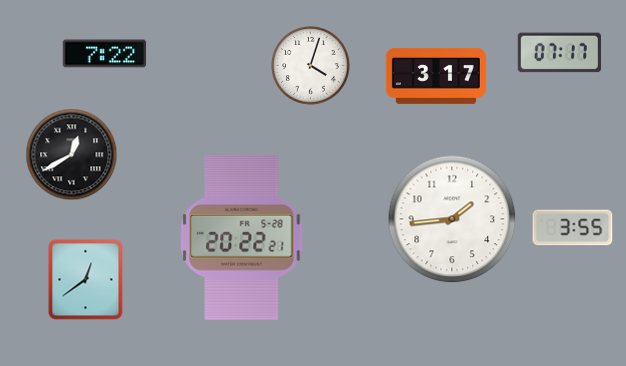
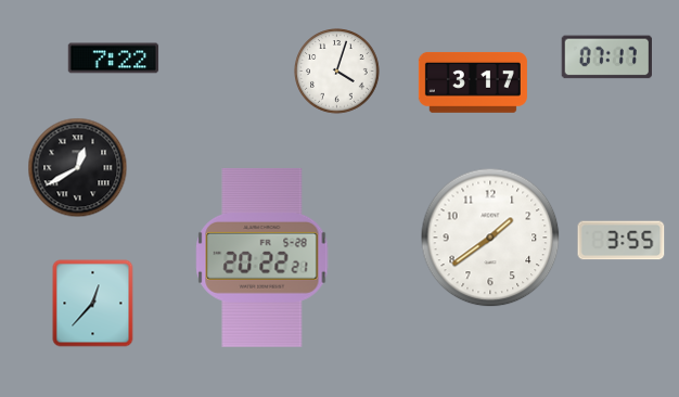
clock at (452, 219): 1:44 -> 1:39
clock at (573, 228) position: (573, 228) -> (622, 241)
clock at (86, 280): 12:39 -> 12:37
